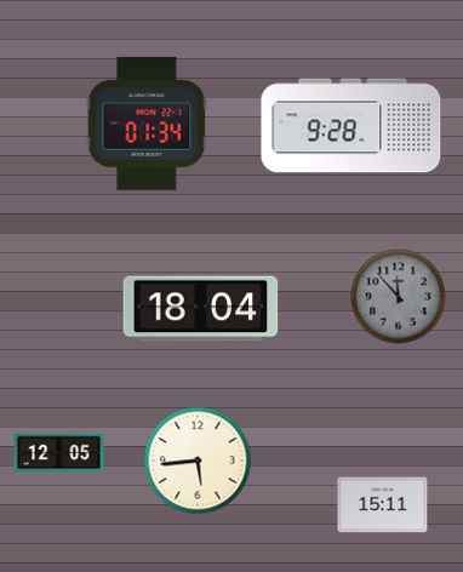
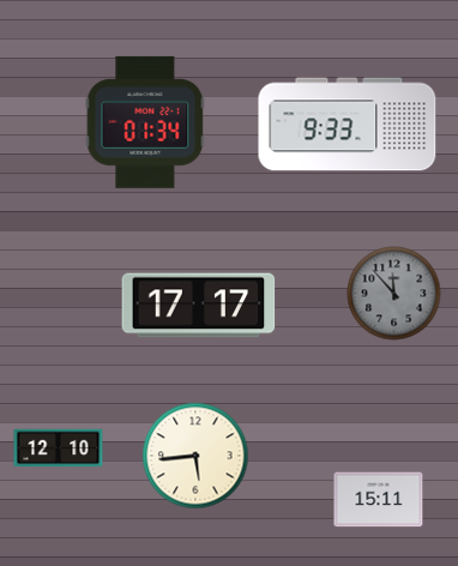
clock at (351, 126): 9:28 -> 9:33
clock at (201, 309): 18:04 -> 17:17
clock at (59, 453): 12:05 -> 12:10
